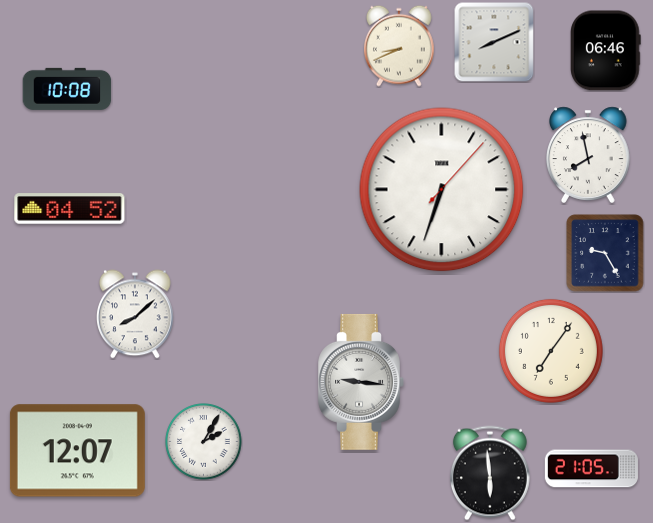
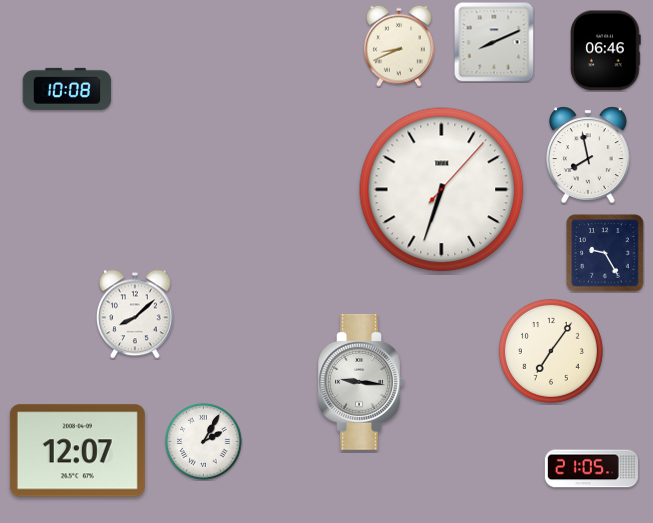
clock at (70, 209): 04:52 -> none
clock at (490, 473): 5:59 -> none
